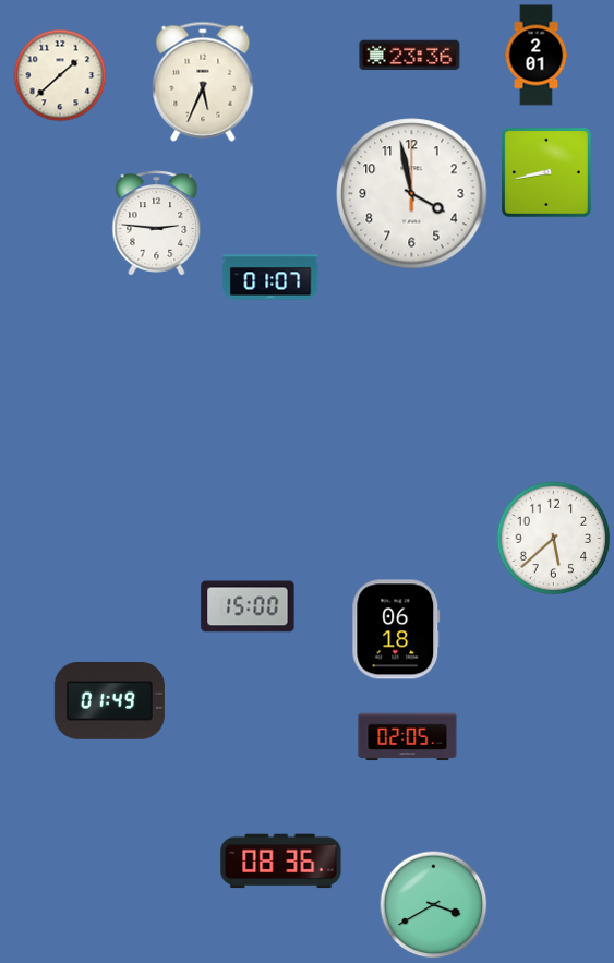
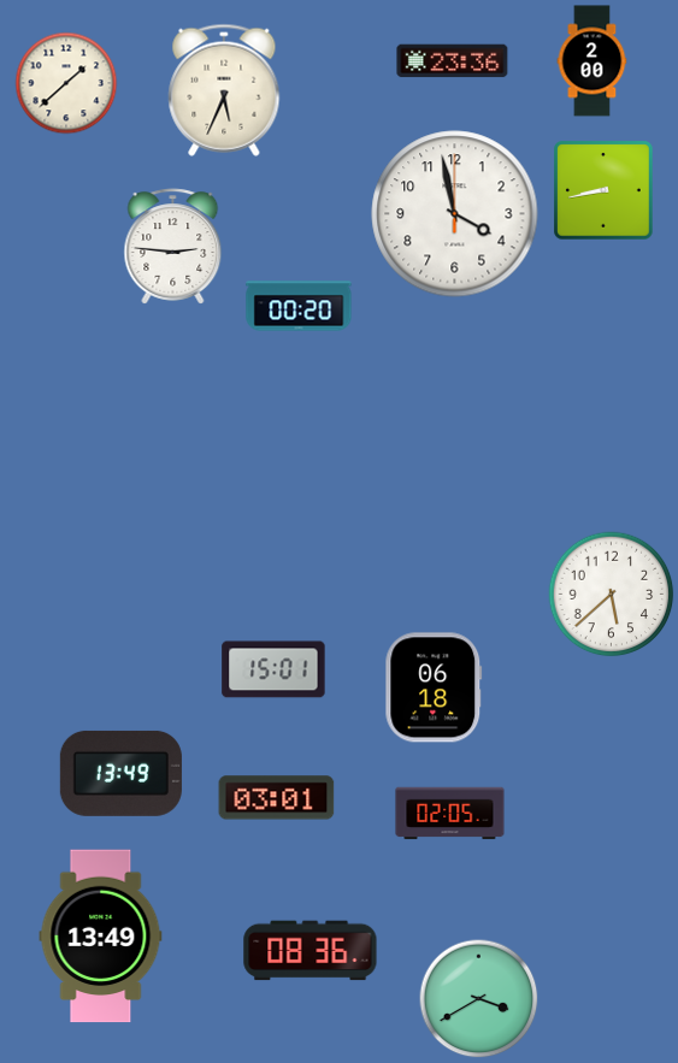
clock at (537, 56): 2:01 -> 2:00
clock at (270, 277): 01:07 -> 00:20
clock at (248, 606): 15:00 -> 15:01
clock at (396, 629) position: (396, 629) -> (434, 687)
clock at (109, 700): 01:49 -> 13:49
clock at (277, 798): none -> 03:01
clock at (101, 937): none -> 13:49
